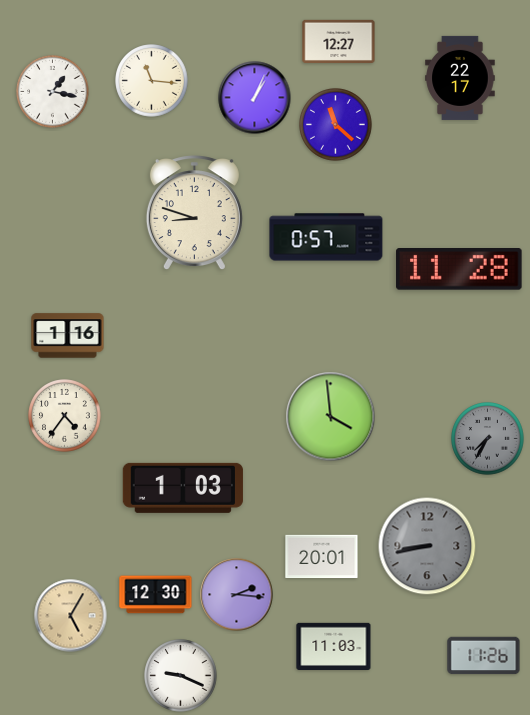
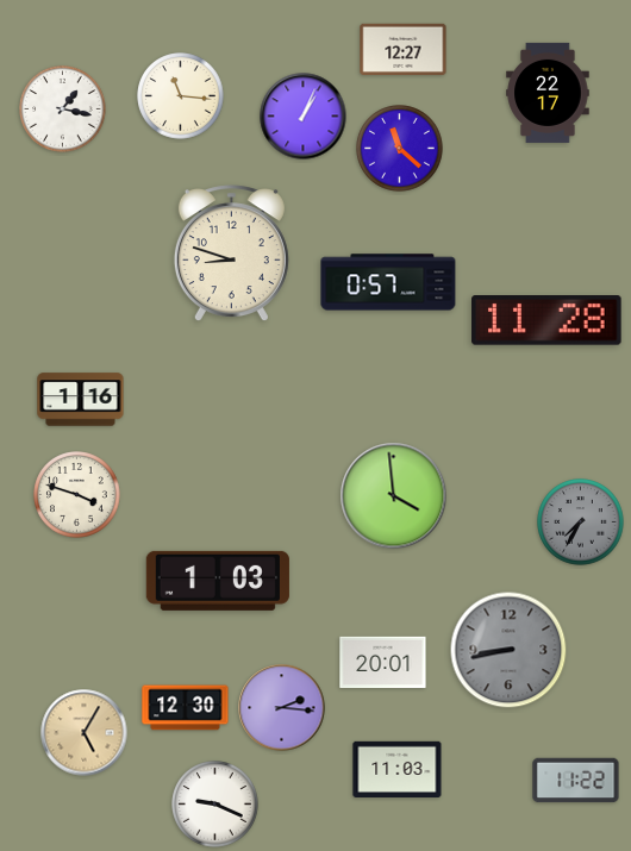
clock at (65, 416): 4:36 -> 3:48
clock at (484, 656): 11:26 -> 11:22
